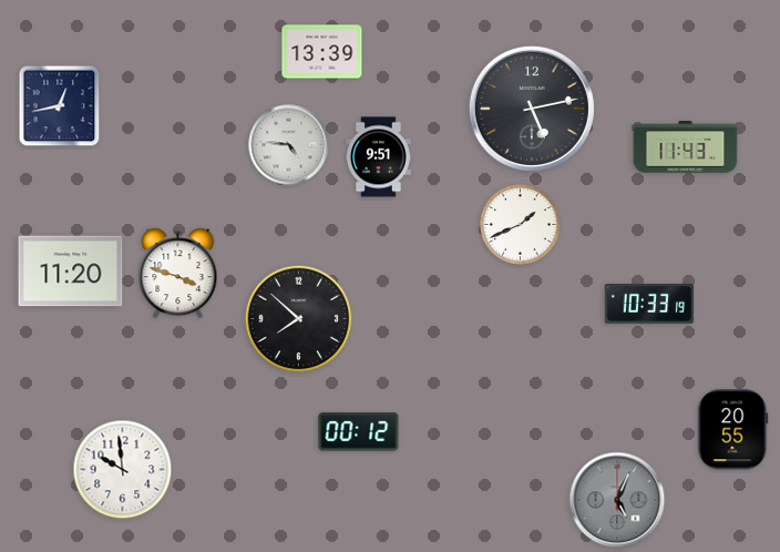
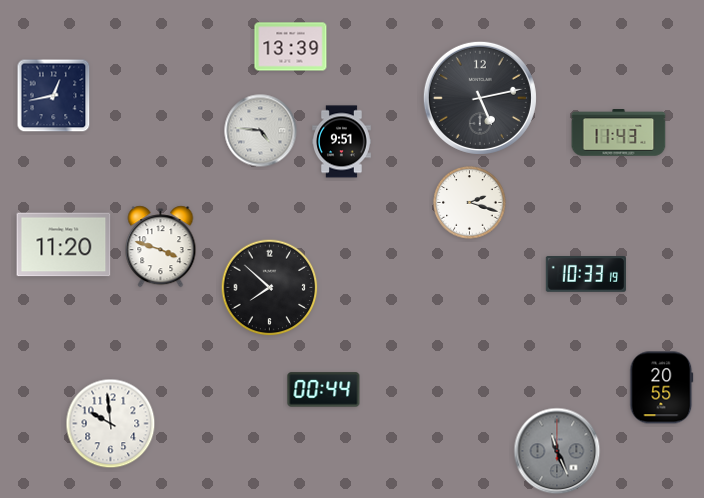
clock at (521, 225): 1:41 -> 2:18
clock at (359, 432): 00:12 -> 00:44
clock at (617, 500): 5:04 -> 11:26
